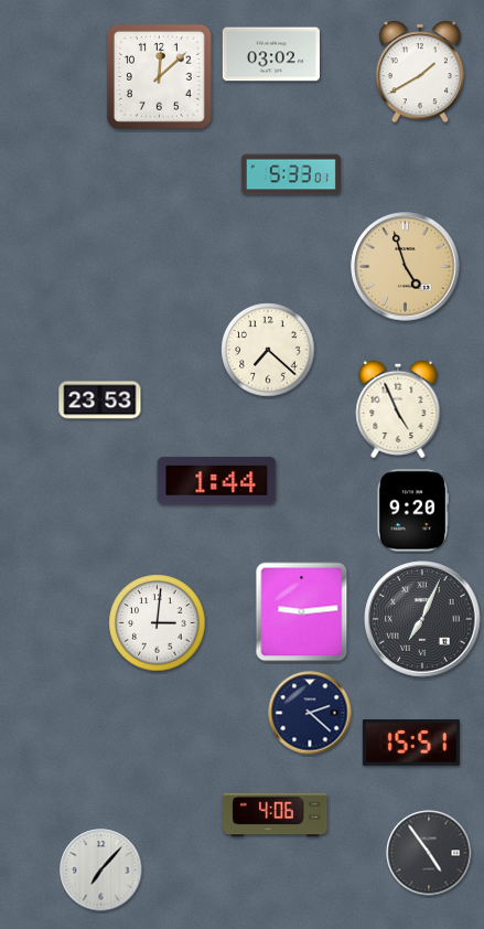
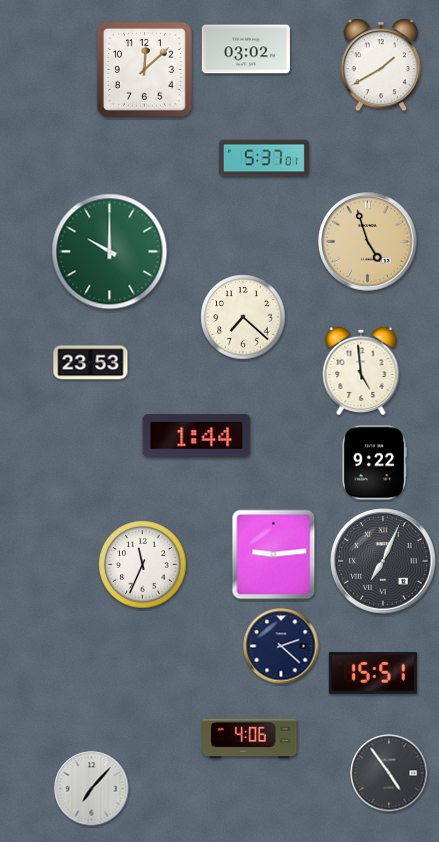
clock at (291, 174): 5:33 -> 5:37
clock at (110, 252): none -> 10:00
clock at (398, 409): 4:56 -> 4:59
clock at (412, 511): 9:20 -> 9:22
clock at (158, 623): 3:01 -> 11:34
